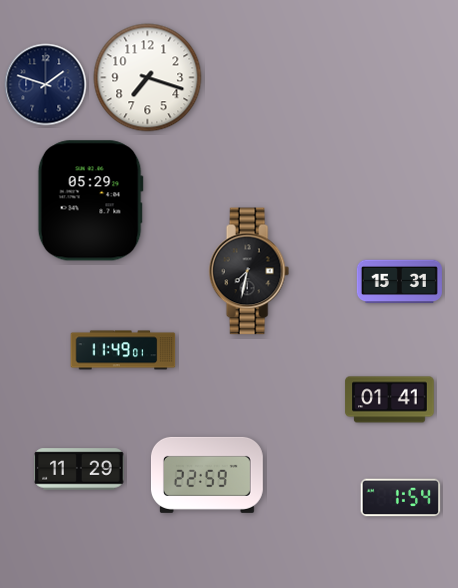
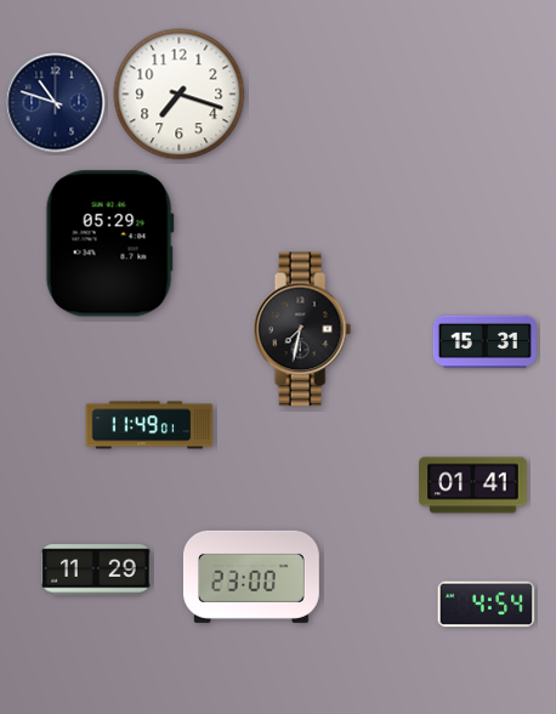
clock at (46, 85): 1:48 -> 10:48
clock at (207, 475): 22:59 -> 23:00
clock at (401, 498): 1:54 -> 4:54
